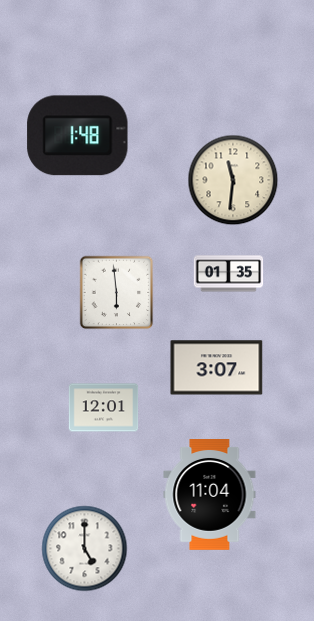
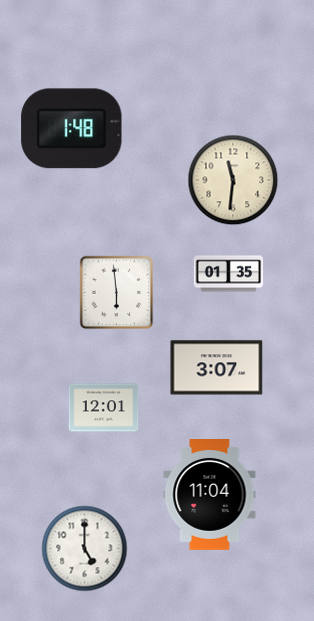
clock at (78, 136) position: (78, 136) -> (72, 129)
